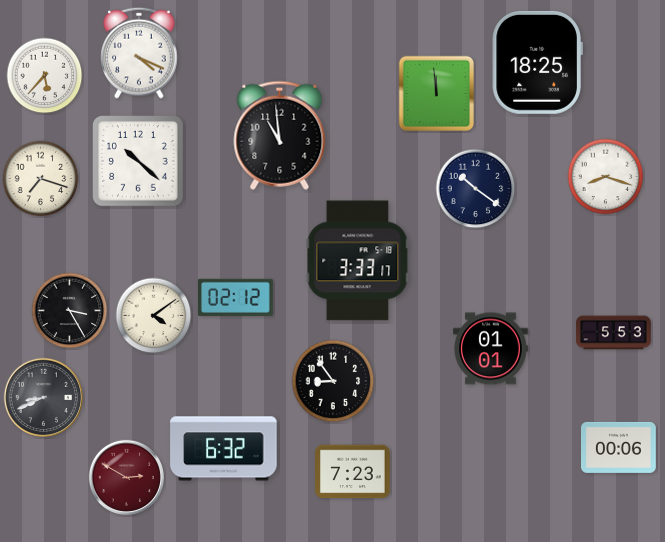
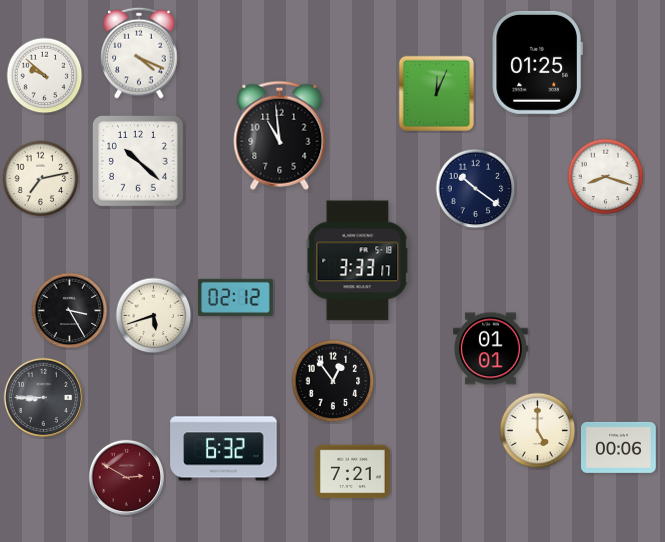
clock at (537, 62): 18:25 -> 01:25
clock at (45, 76): 5:37 -> 9:52
clock at (437, 94): 11:59 -> 12:04
clock at (41, 179): 7:18 -> 7:13
clock at (154, 316): 4:09 -> 5:42
clock at (614, 333): 5:53 -> none
clock at (333, 381): 8:54 -> 12:54
clock at (43, 397): 8:41 -> 8:45
clock at (538, 431): none -> 5:00
clock at (353, 472): 7:23 -> 7:21
